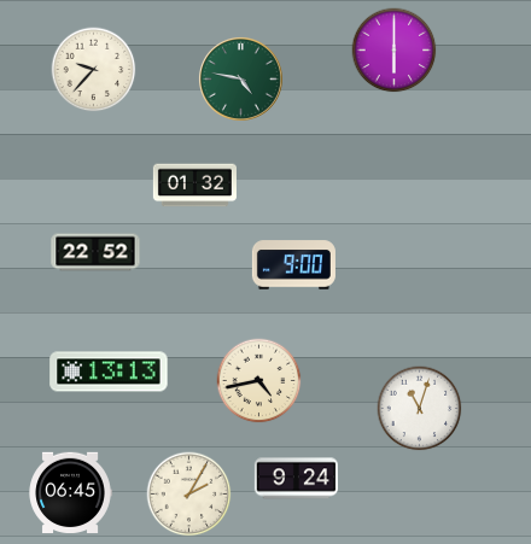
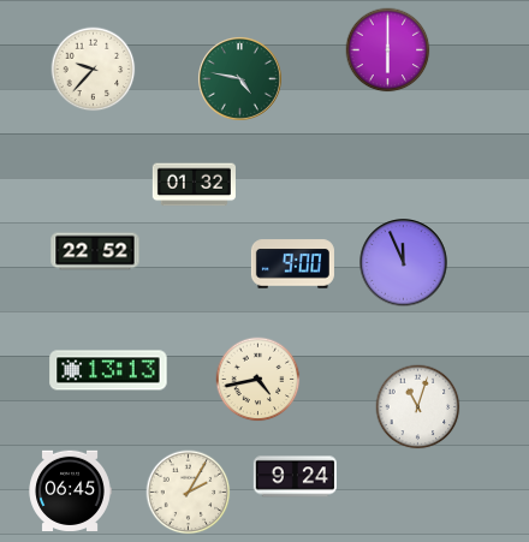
clock at (395, 51) position: (395, 51) -> (388, 50)
clock at (404, 263): none -> 11:56
